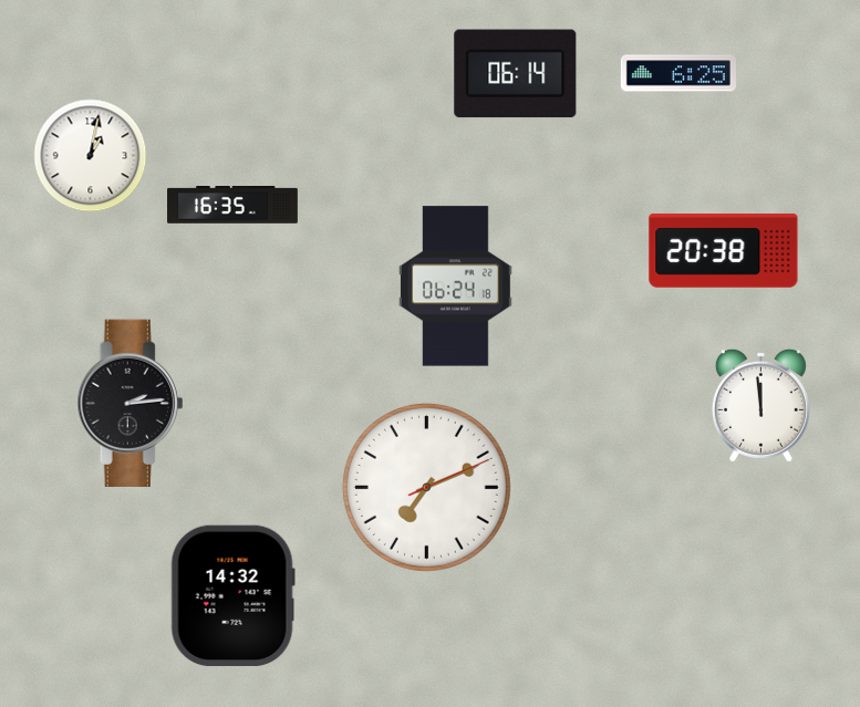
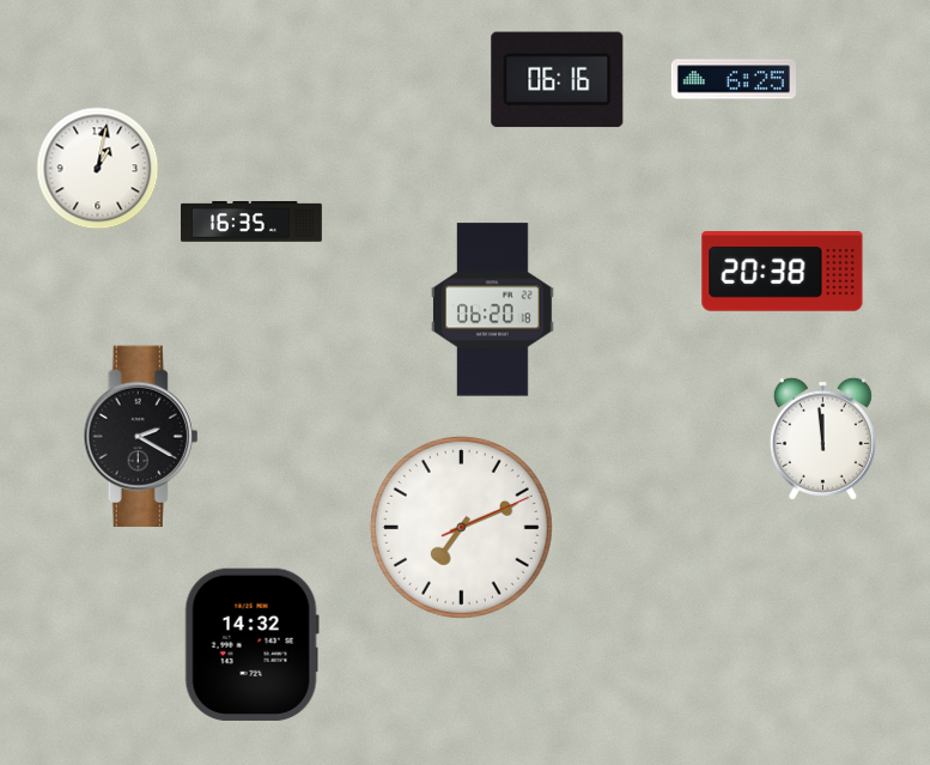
clock at (516, 74): 06:14 -> 06:16
clock at (455, 287): 06:24 -> 06:20
clock at (131, 404): 2:14 -> 2:20
